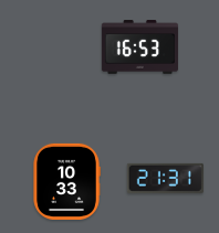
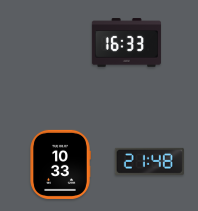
clock at (139, 47): 16:53 -> 16:33
clock at (165, 178): 21:31 -> 21:48
